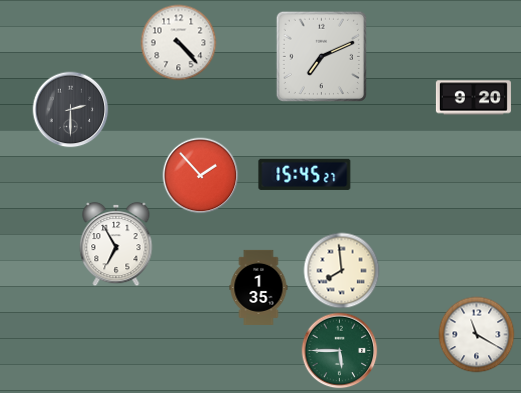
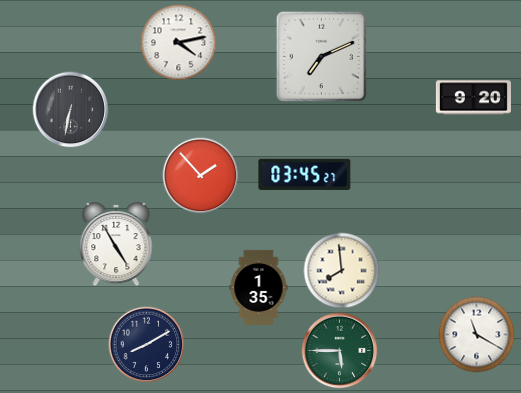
clock at (179, 43): 4:23 -> 4:13
clock at (71, 110): 2:30 -> 6:32
clock at (305, 174): 15:45 -> 03:45
clock at (116, 244): 6:55 -> 4:55
clock at (147, 345): none -> 8:10
